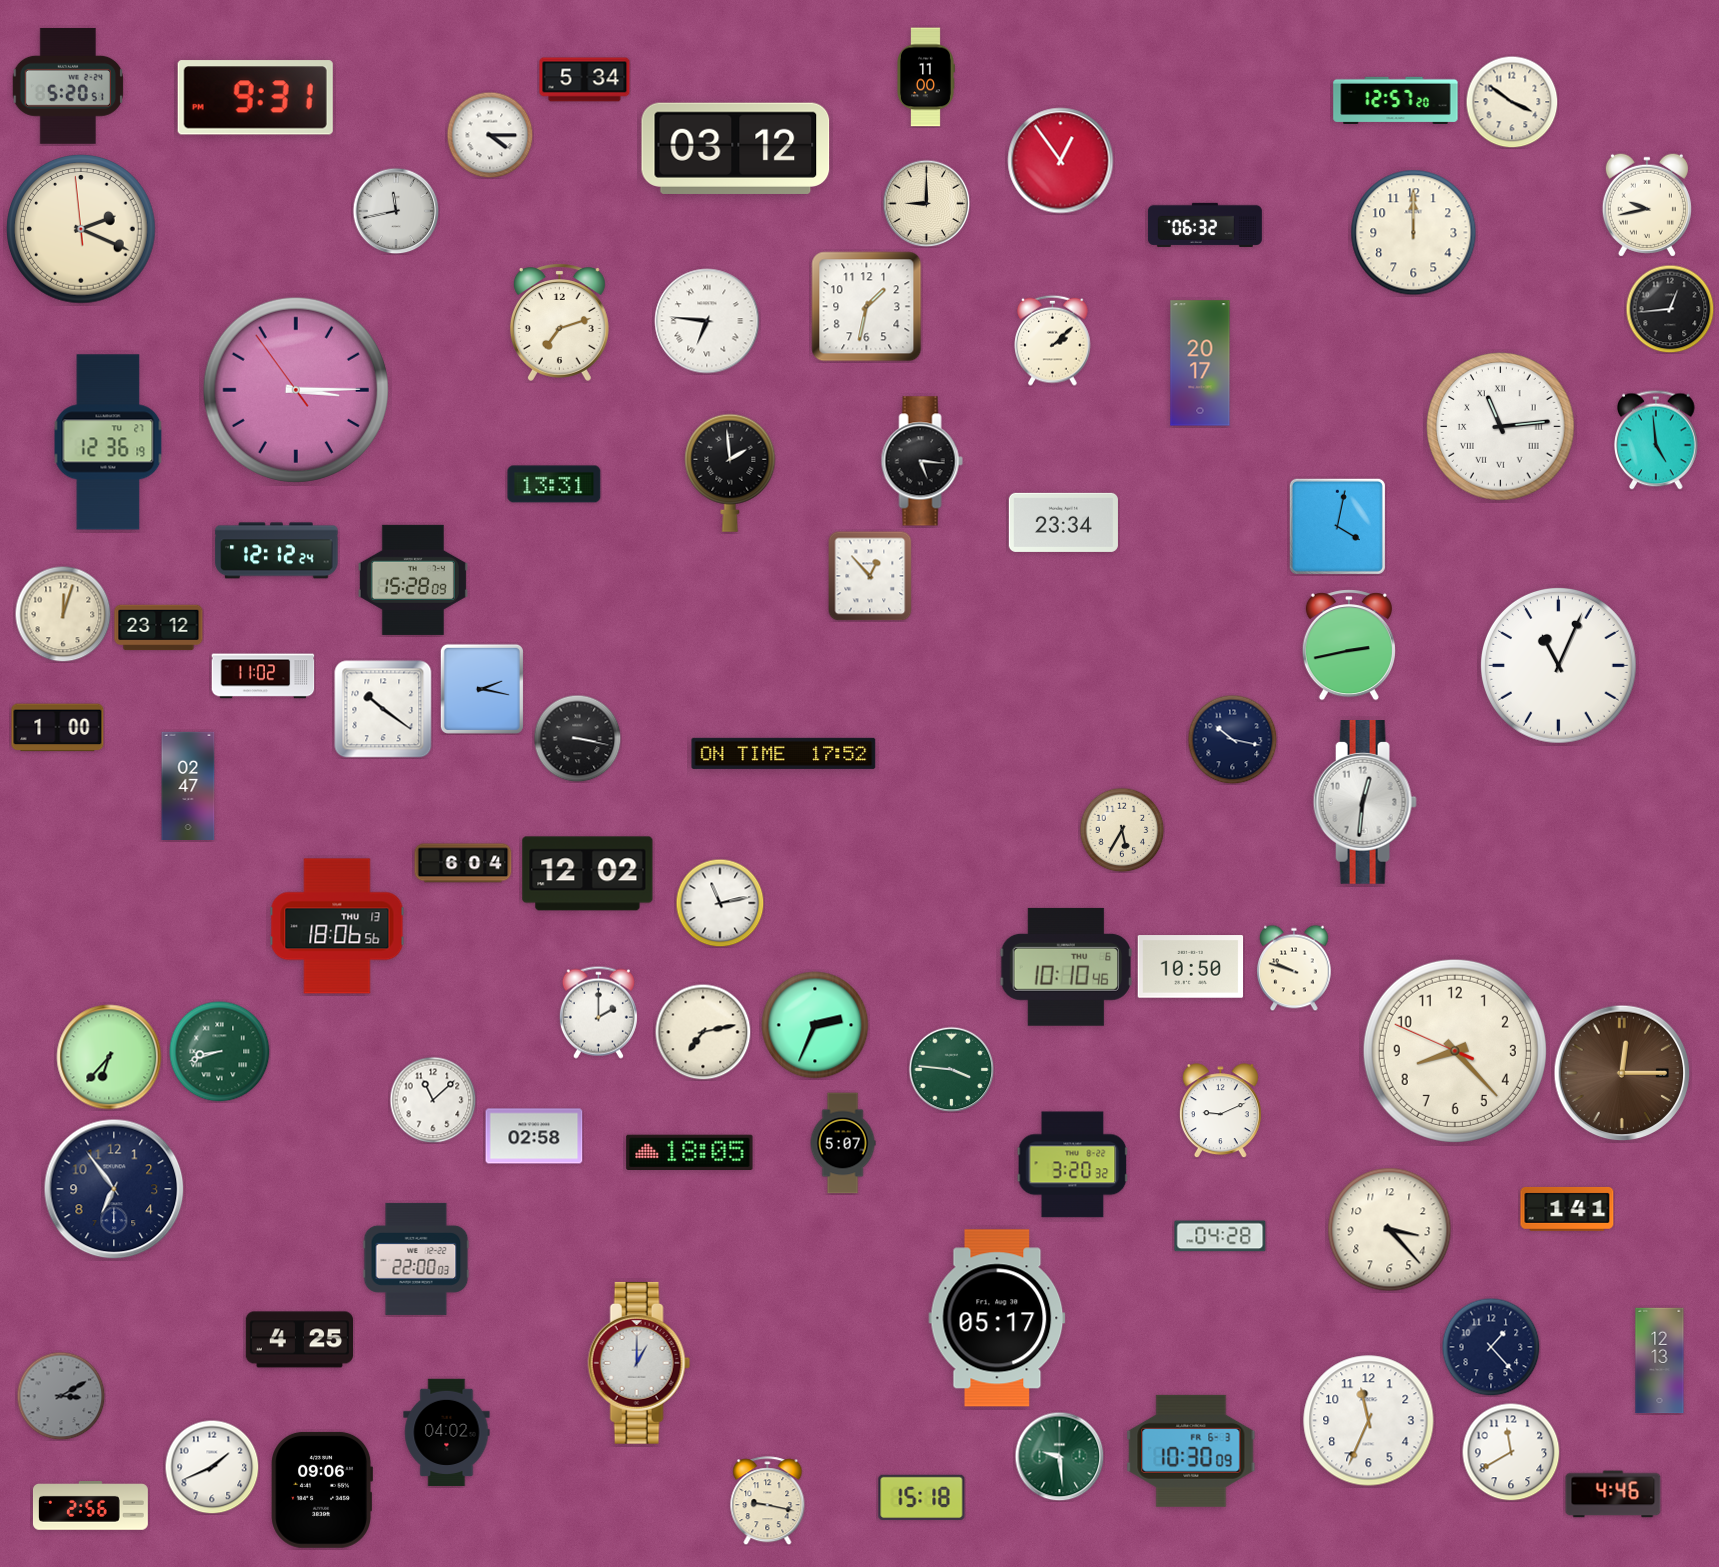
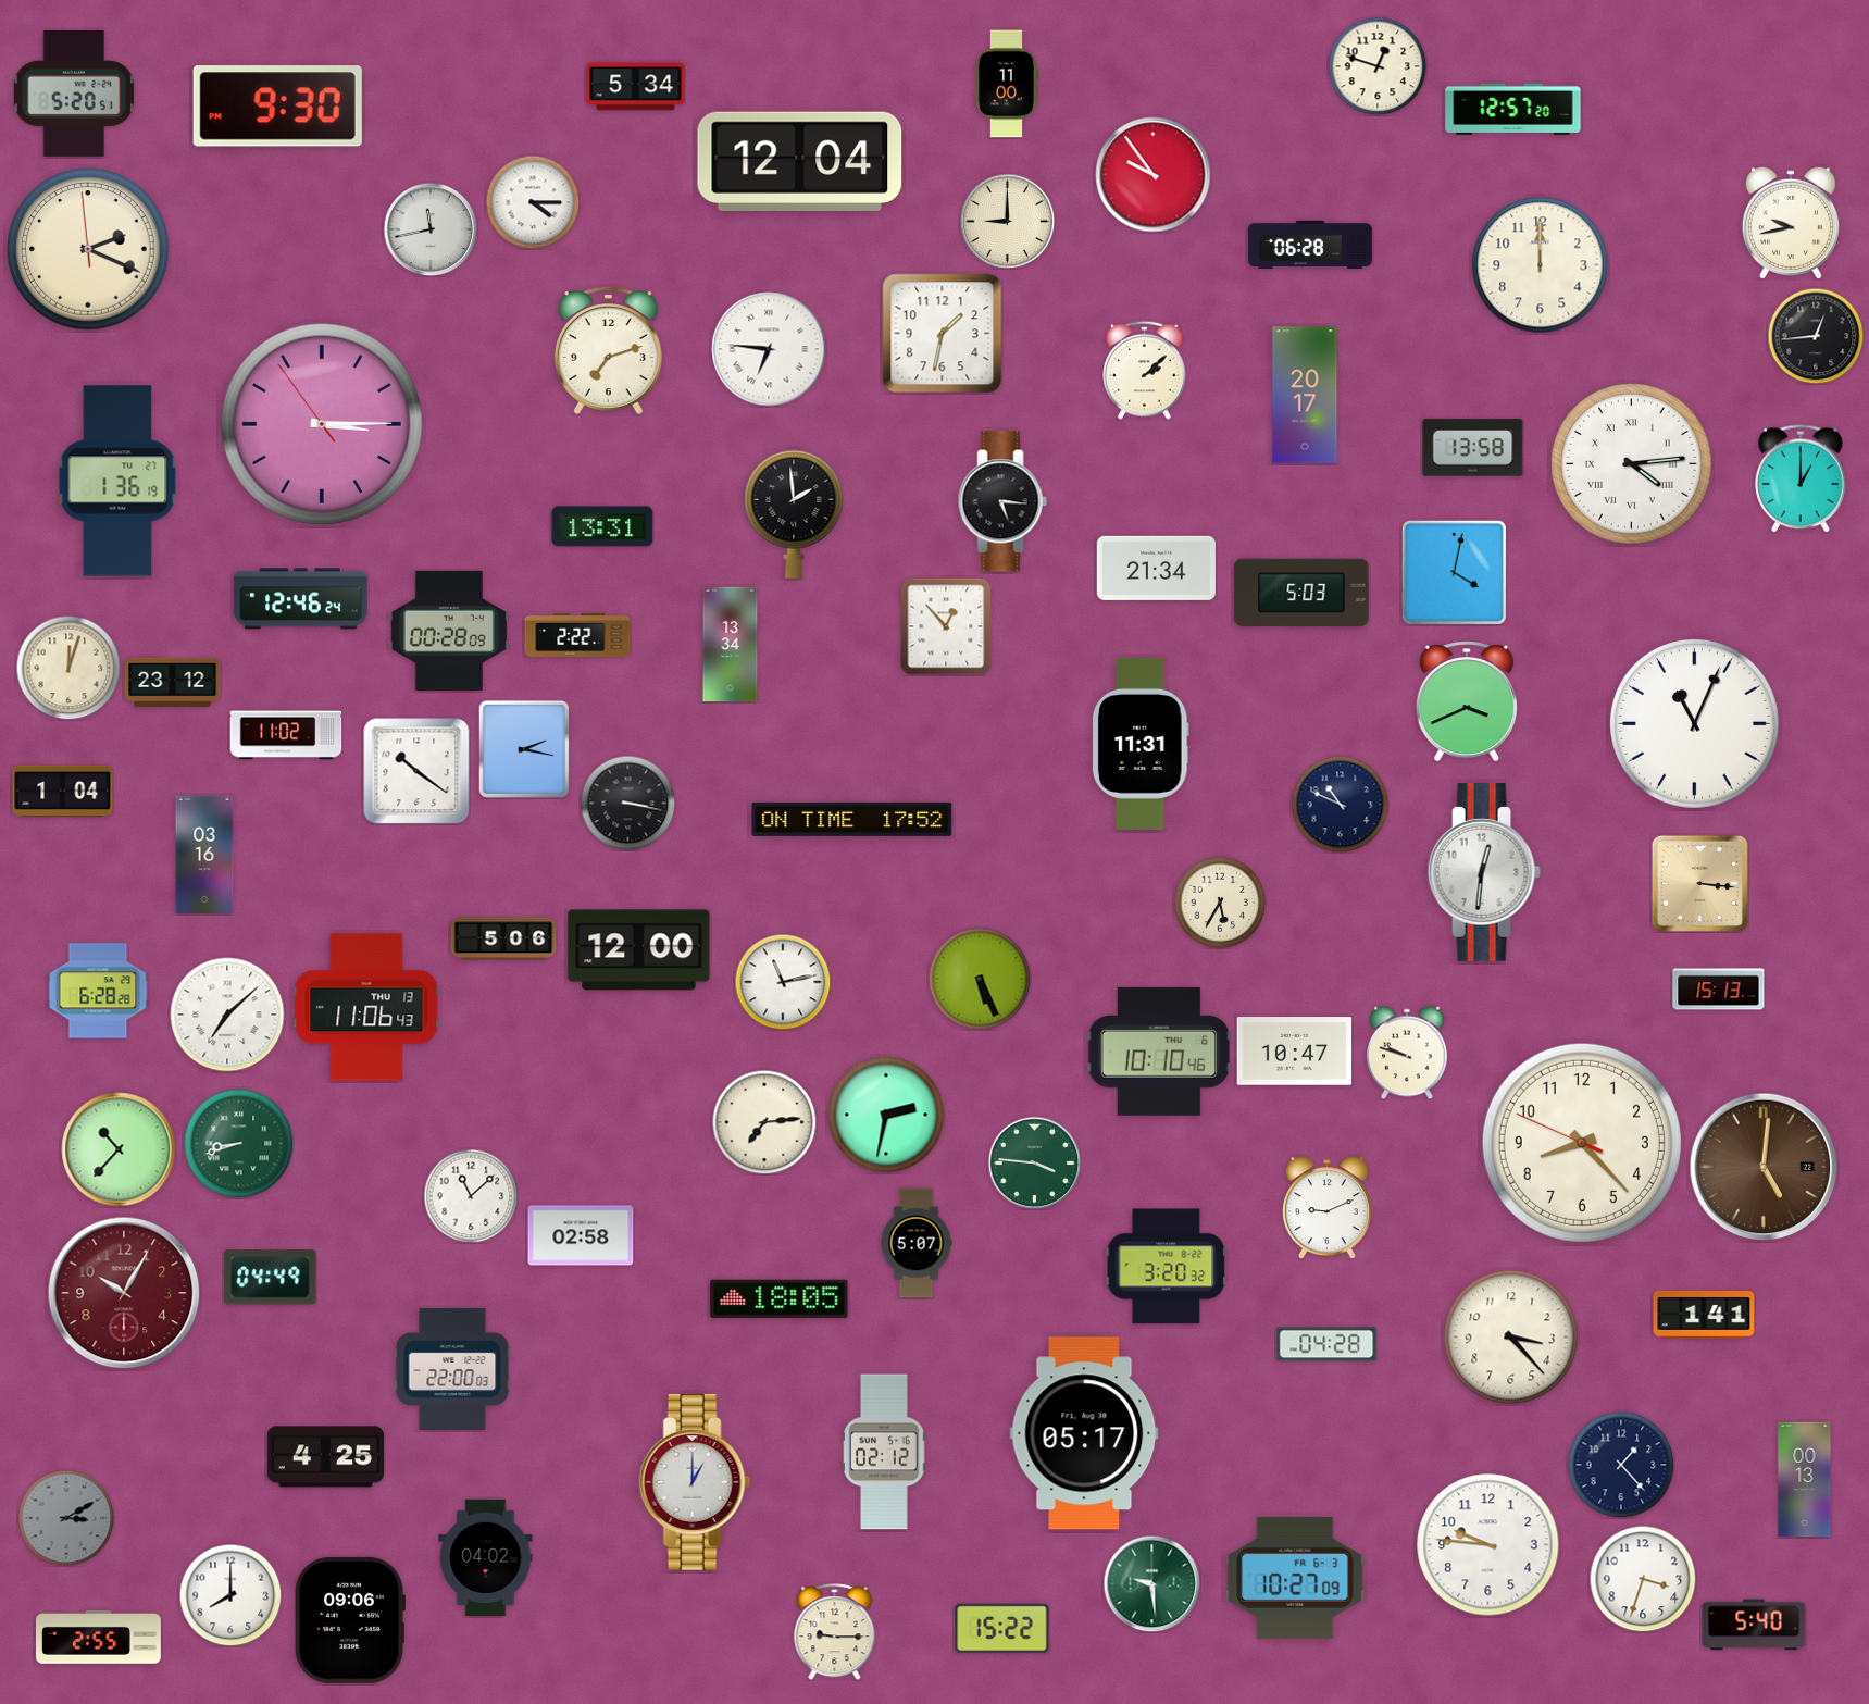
clock at (1378, 66): none -> 12:48
clock at (255, 98): 9:31 -> 9:30
clock at (1396, 100) position: (1396, 100) -> (1513, 109)
clock at (1512, 102): 3:51 -> none
clock at (490, 135) position: (490, 135) -> (533, 202)
clock at (736, 148): 03:12 -> 12:04
clock at (1061, 161): 12:54 -> 9:54
clock at (1205, 225): 06:32 -> 06:28
clock at (1414, 233) position: (1414, 233) -> (1541, 265)
clock at (1473, 448): none -> 13:58
clock at (1501, 427): 11:14 -> 4:14
clock at (1656, 440): 4:59 -> 1:00
clock at (108, 442): 12:36 -> 1:36
clock at (1063, 522): 23:34 -> 21:34
clock at (1301, 592): none -> 5:03
clock at (277, 551): 12:12 -> 12:46
clock at (413, 580): 15:28 -> 00:28
clock at (577, 635): none -> 2:22
clock at (731, 645): none -> 13:34
clock at (1349, 645): 2:43 -> 3:41
clock at (1141, 744): none -> 11:31
clock at (58, 728): 1:00 -> 1:04
clock at (1232, 739): 10:17 -> 10:49
clock at (188, 785): 02:47 -> 03:16
clock at (1699, 883): none -> 3:16
clock at (463, 863): 6:04 -> 5:06
clock at (588, 874): 12:02 -> 12:00
clock at (980, 979): none -> 5:26
clock at (1719, 990): none -> 15:13
clock at (98, 991): none -> 6:28
clock at (337, 926): 18:06 -> 11:06
clock at (227, 1015): none -> 7:08
clock at (1191, 967): 10:50 -> 10:47
clock at (598, 1012): 2:00 -> none
clock at (815, 1025): 2:34 -> 2:32
clock at (703, 1032): 7:13 -> 7:14
clock at (109, 1057): 6:37 -> 10:37
clock at (1622, 1073): 12:15 -> 5:01
clock at (690, 1153) position: (690, 1153) -> (780, 1299)
clock at (271, 1278): none -> 04:49
clock at (114, 1189): 6:54 -> 10:05
clock at (114, 1189) dial: navy -> burgundy
clock at (884, 1452): none -> 02:12
clock at (1660, 1361): 12:13 -> 00:13
clock at (1369, 1421): 11:34 -> 9:46
clock at (1191, 1451): 10:30 -> 10:27
clock at (1511, 1452): 11:40 -> 3:33
clock at (212, 1467): 1:41 -> 8:00
clock at (1613, 1494): 4:46 -> 5:40
clock at (922, 1497): 15:18 -> 15:22
clock at (768, 1501): 9:17 -> 9:15
clock at (90, 1506): 2:56 -> 2:55
